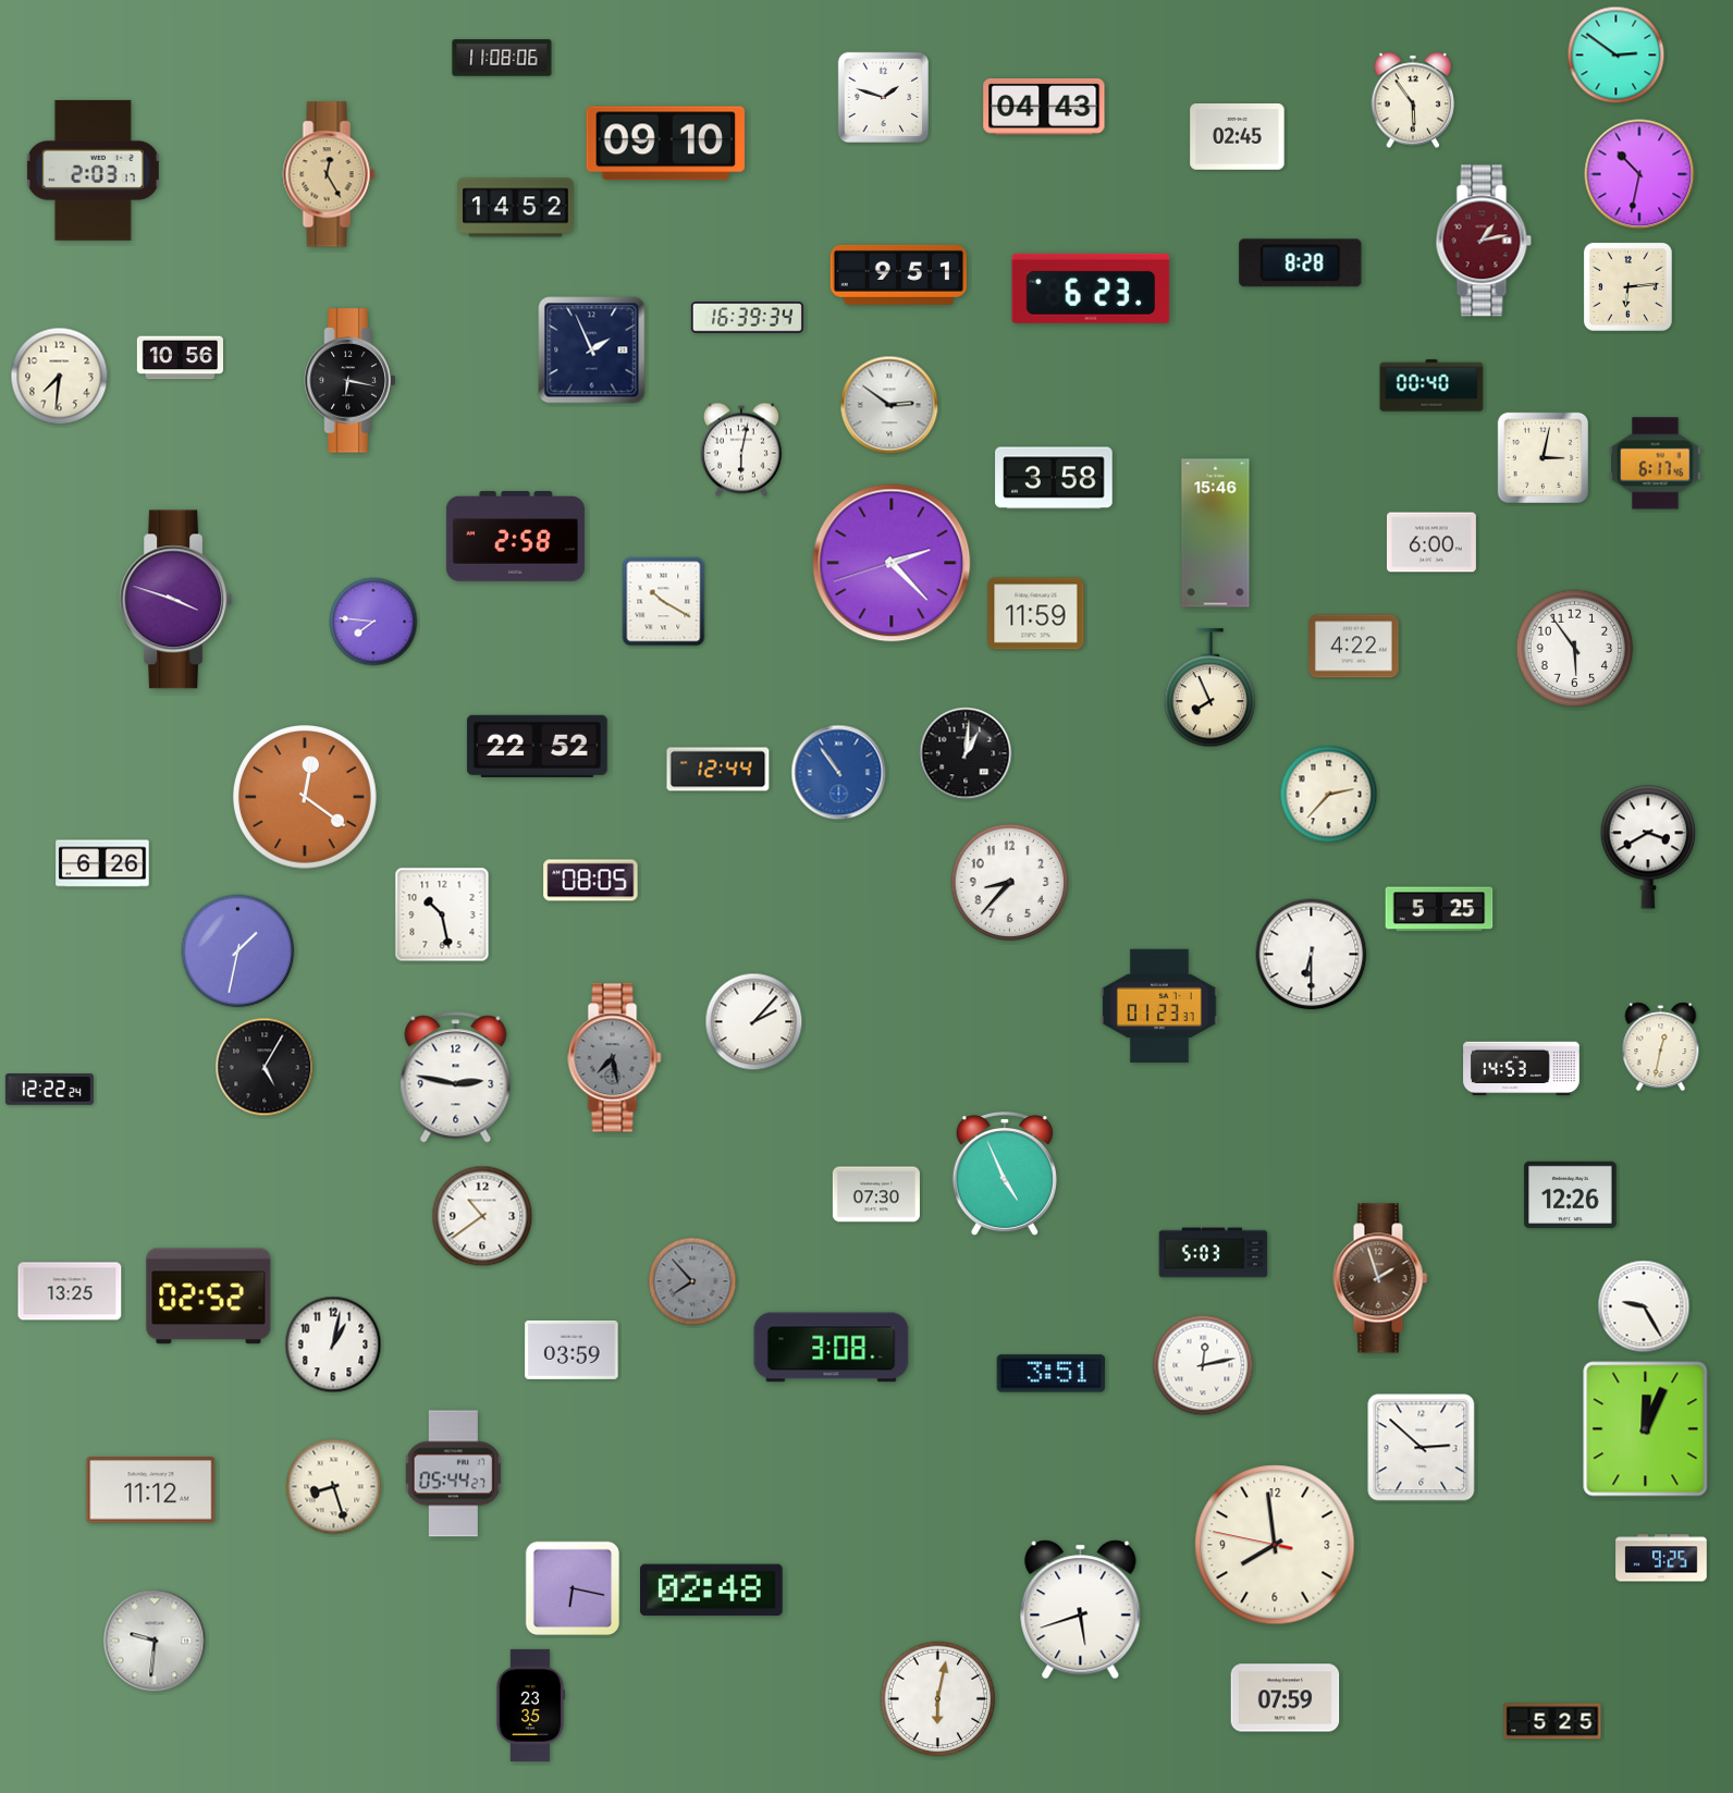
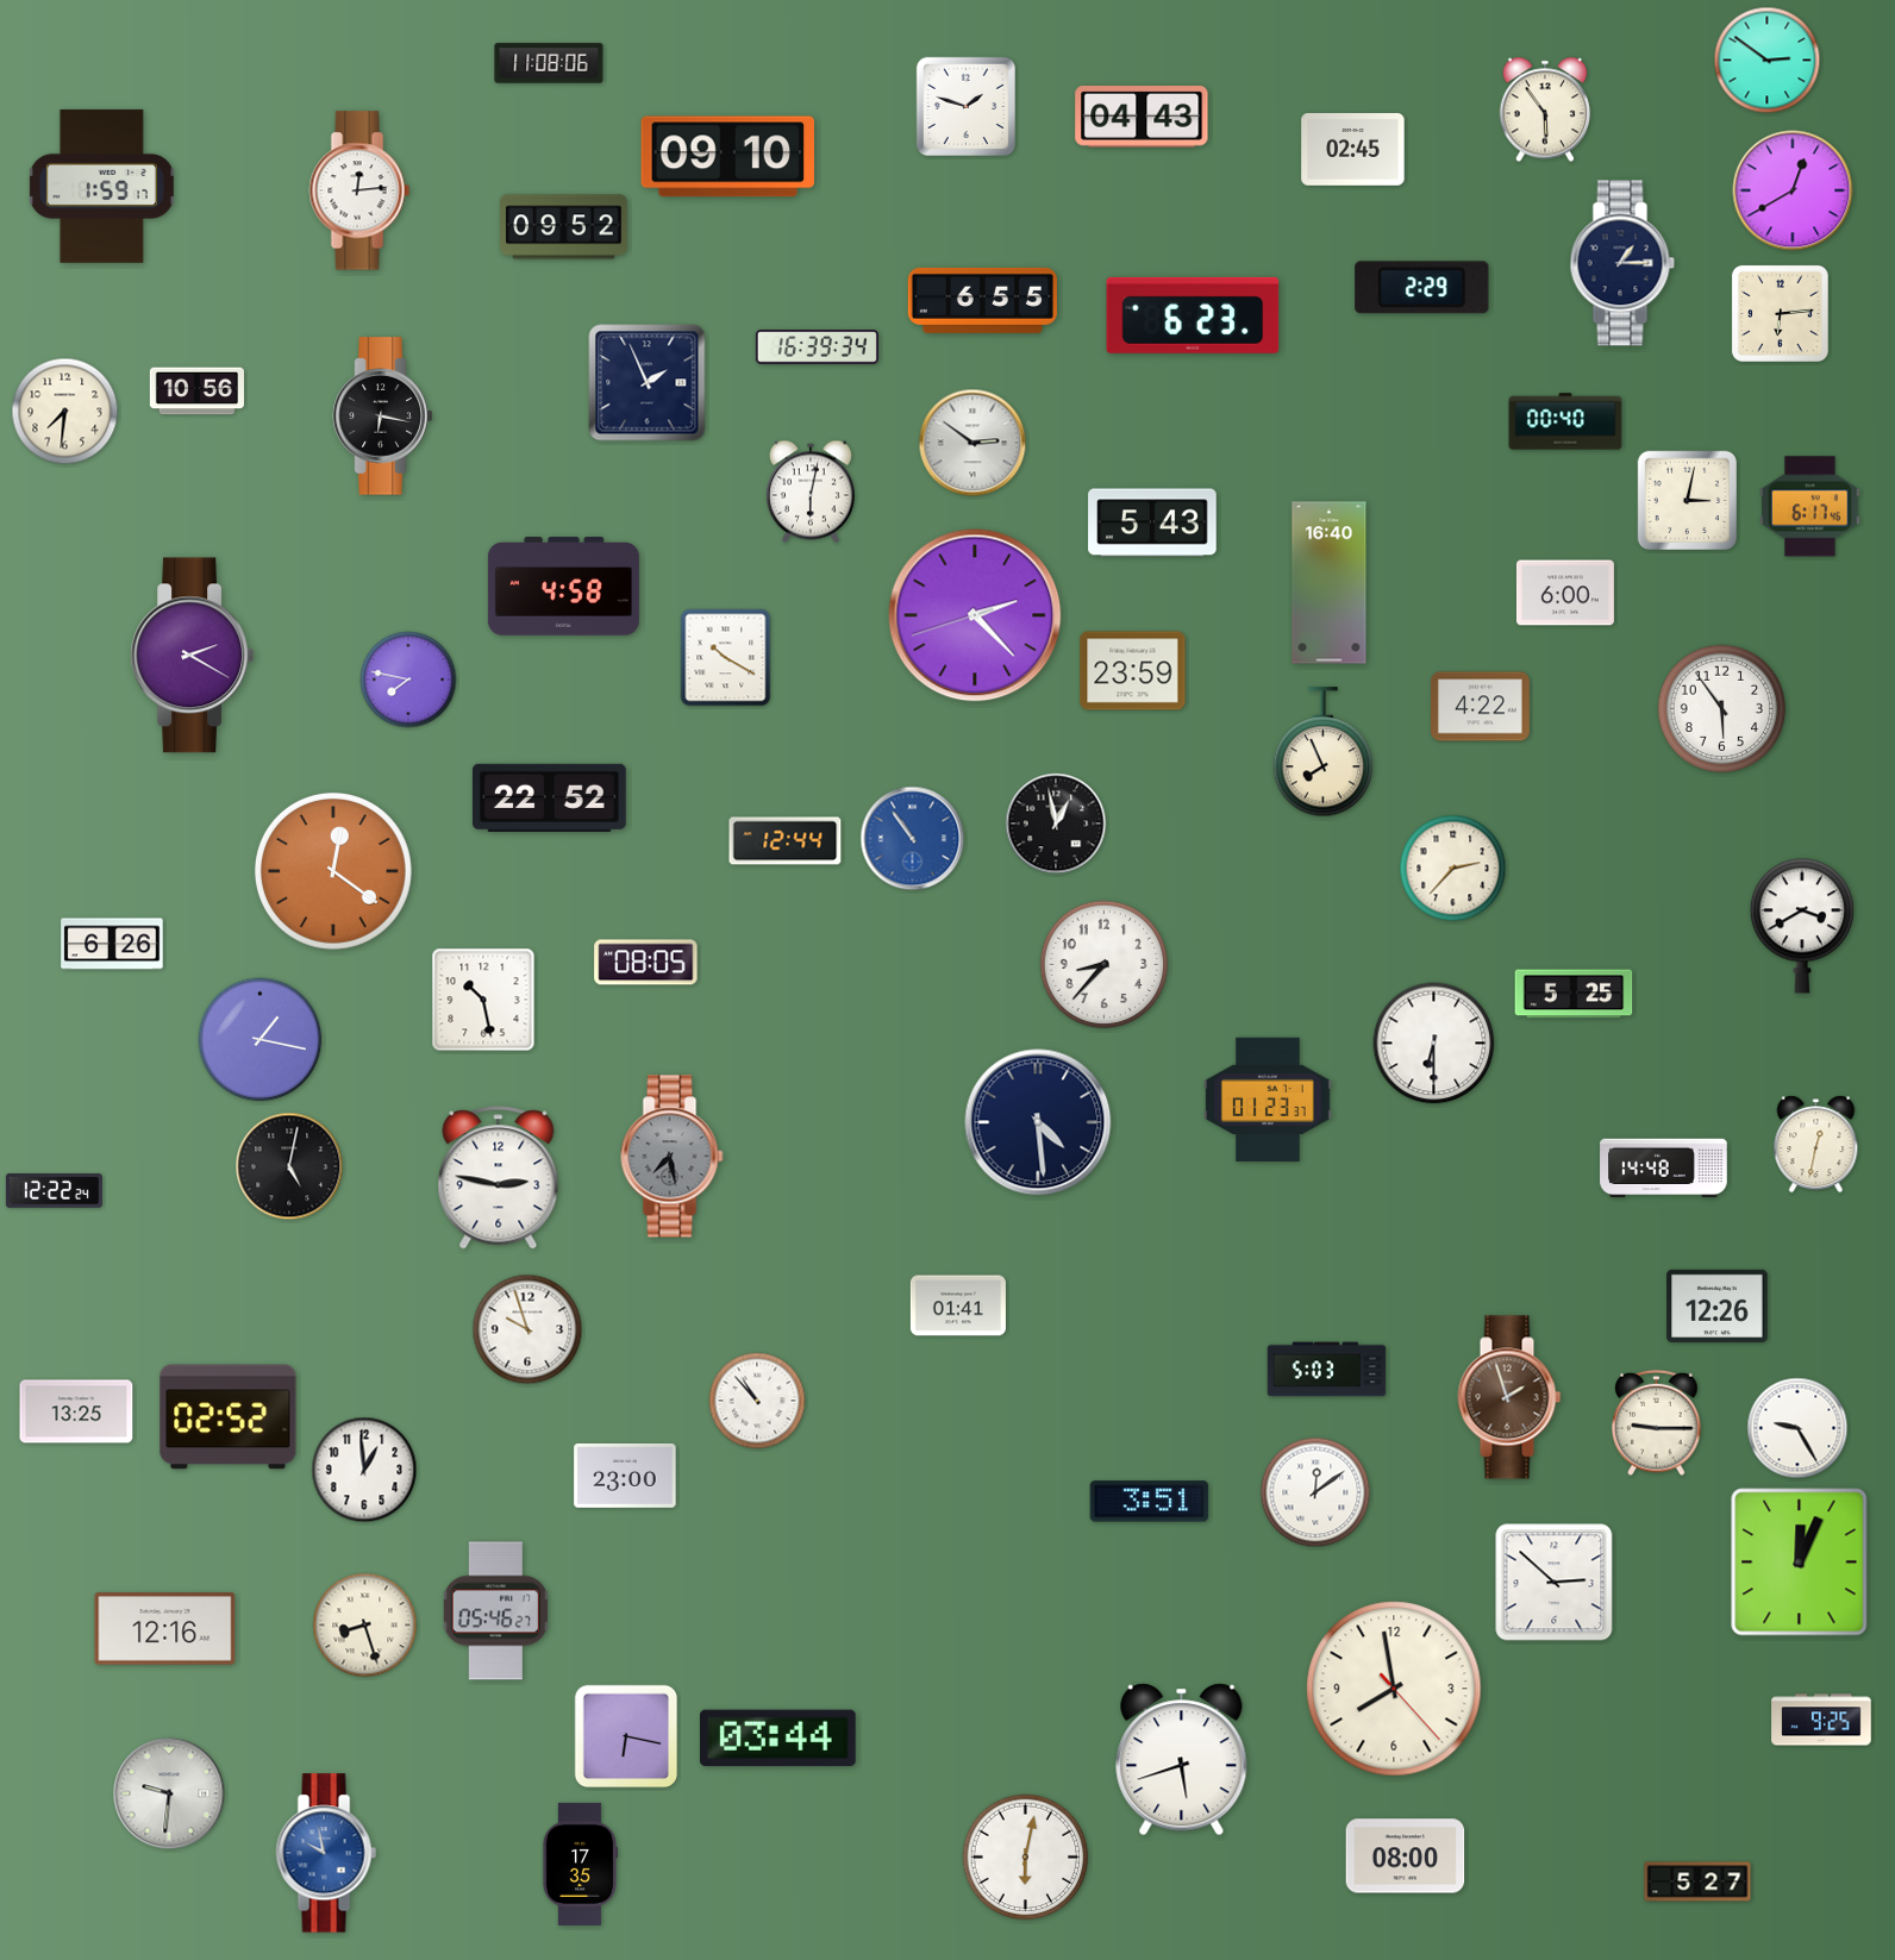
clock at (93, 170): 2:03 -> 1:59
clock at (329, 174): 12:25 -> 12:14
clock at (329, 174) dial: champagne -> white
clock at (1639, 174): 10:32 -> 12:40
clock at (516, 208): 14:52 -> 09:52
clock at (1484, 241): 1:13 -> 1:15
clock at (1484, 241) dial: burgundy -> navy
clock at (1301, 263): 8:28 -> 2:29
clock at (898, 274): 9:51 -> 6:55
clock at (1054, 478): 3:58 -> 5:43
clock at (1216, 533): 15:46 -> 16:40
clock at (515, 537): 2:58 -> 4:58
clock at (176, 600): 3:48 -> 2:20
clock at (1036, 614): 11:59 -> 23:59
clock at (373, 622): 7:46 -> 7:47
clock at (537, 746) position: (537, 746) -> (549, 797)
clock at (966, 753): 1:01 -> 12:58
clock at (839, 773) position: (839, 773) -> (913, 839)
clock at (238, 951): 1:32 -> 1:17
clock at (754, 1022): 2:07 -> none
clock at (1038, 1122): none -> 4:29
clock at (265, 1067): 5:05 -> 5:02
clock at (1522, 1069): 14:53 -> 14:48
clock at (1005, 1174): 4:56 -> none
clock at (876, 1194): 07:30 -> 01:41
clock at (482, 1216): 10:39 -> 9:57
clock at (692, 1281): 7:53 -> 10:53
clock at (692, 1281) dial: grey -> white
clock at (1657, 1423): none -> 9:15
clock at (333, 1344): 1:02 -> 12:59
clock at (832, 1348): 3:08 -> none
clock at (571, 1350): 03:59 -> 23:00
clock at (1203, 1365): 12:13 -> 12:09
clock at (453, 1474): 05:44 -> 05:46
clock at (151, 1490): 11:12 -> 12:16
clock at (1275, 1545): 7:58:47 -> 7:58:23
clock at (1661, 1558) position: (1661, 1558) -> (1821, 1720)
clock at (712, 1591): 02:48 -> 03:44
clock at (326, 1853): none -> 9:58
clock at (1286, 1698): 07:59 -> 08:00
clock at (529, 1705): 23:35 -> 17:35
clock at (1552, 1721): 5:25 -> 5:27
